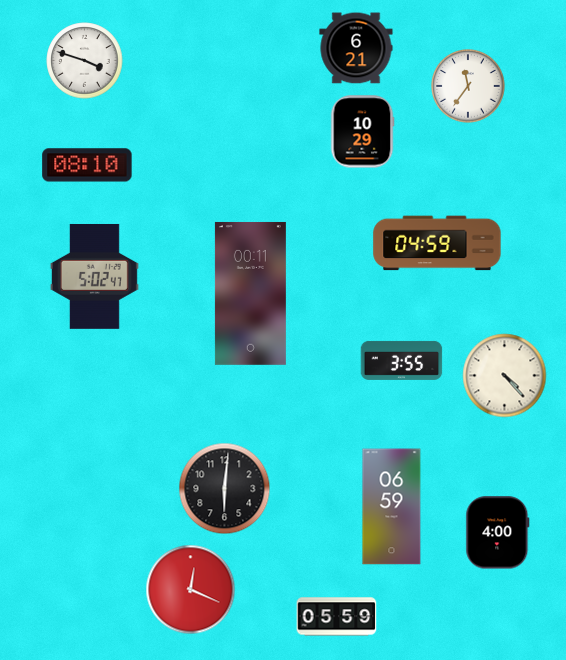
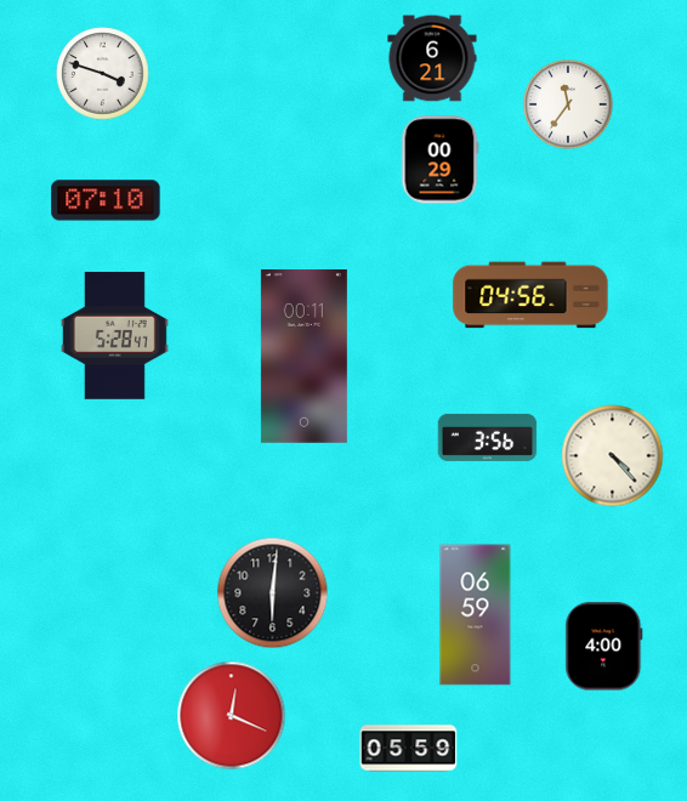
clock at (362, 132): 10:29 -> 00:29
clock at (87, 165): 08:10 -> 07:10
clock at (437, 243): 04:59 -> 04:56
clock at (94, 276): 5:02 -> 5:28
clock at (402, 360): 3:55 -> 3:56
